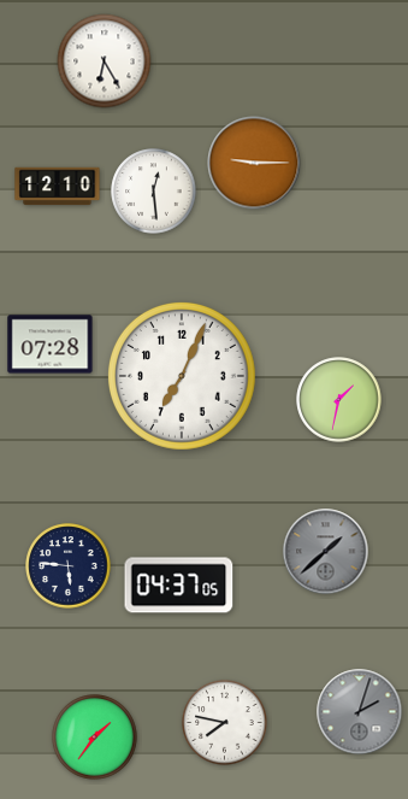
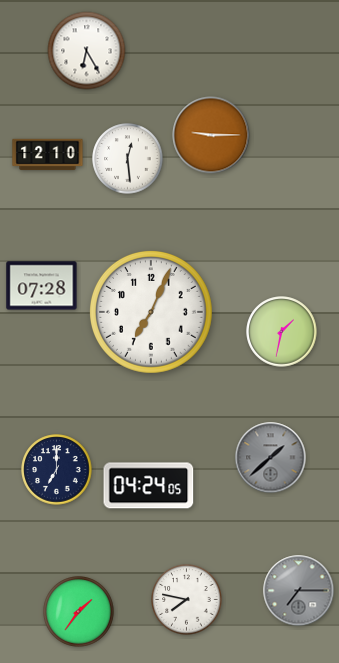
clock at (69, 566): 5:46 -> 7:00
clock at (179, 586): 04:37 -> 04:24
clock at (360, 712): 2:03 -> 7:15
